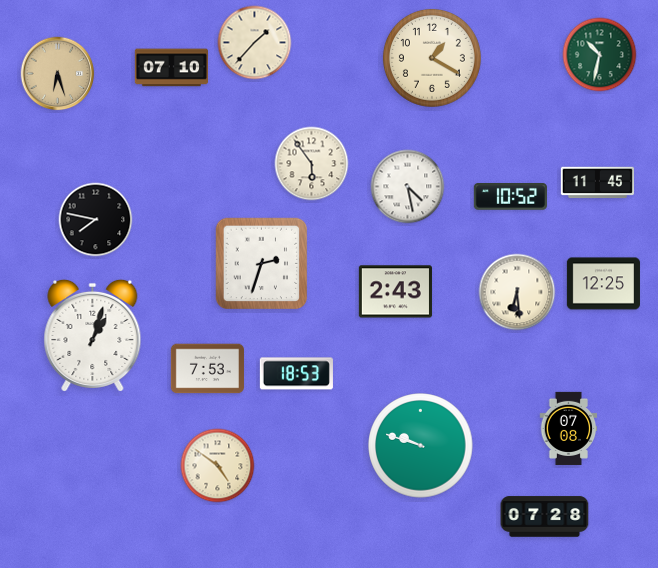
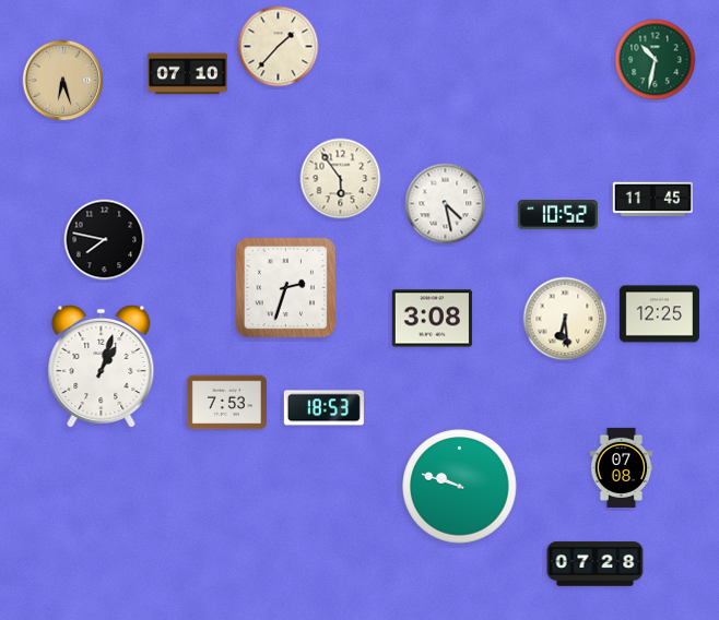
clock at (432, 58): 1:20 -> none
clock at (603, 284) position: (603, 284) -> (659, 314)
clock at (395, 292): 2:43 -> 3:08
clock at (218, 466): 4:51 -> none
